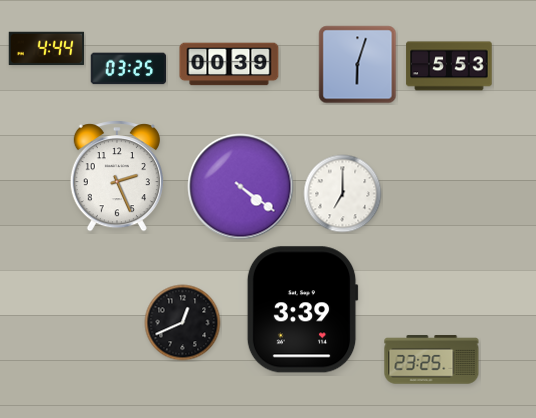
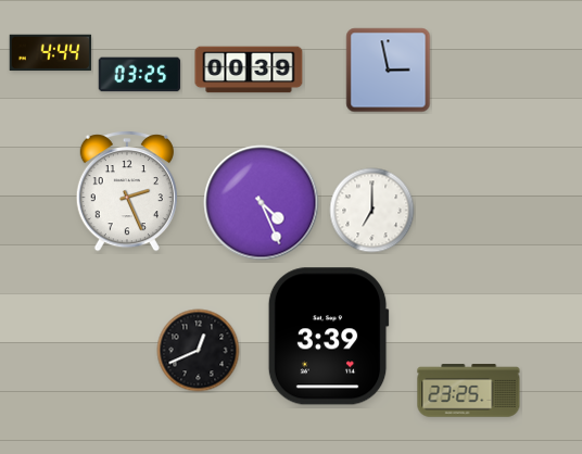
clock at (358, 65): 6:03 -> 2:58
clock at (449, 66): 5:53 -> none
clock at (241, 187): 4:21 -> 4:26
